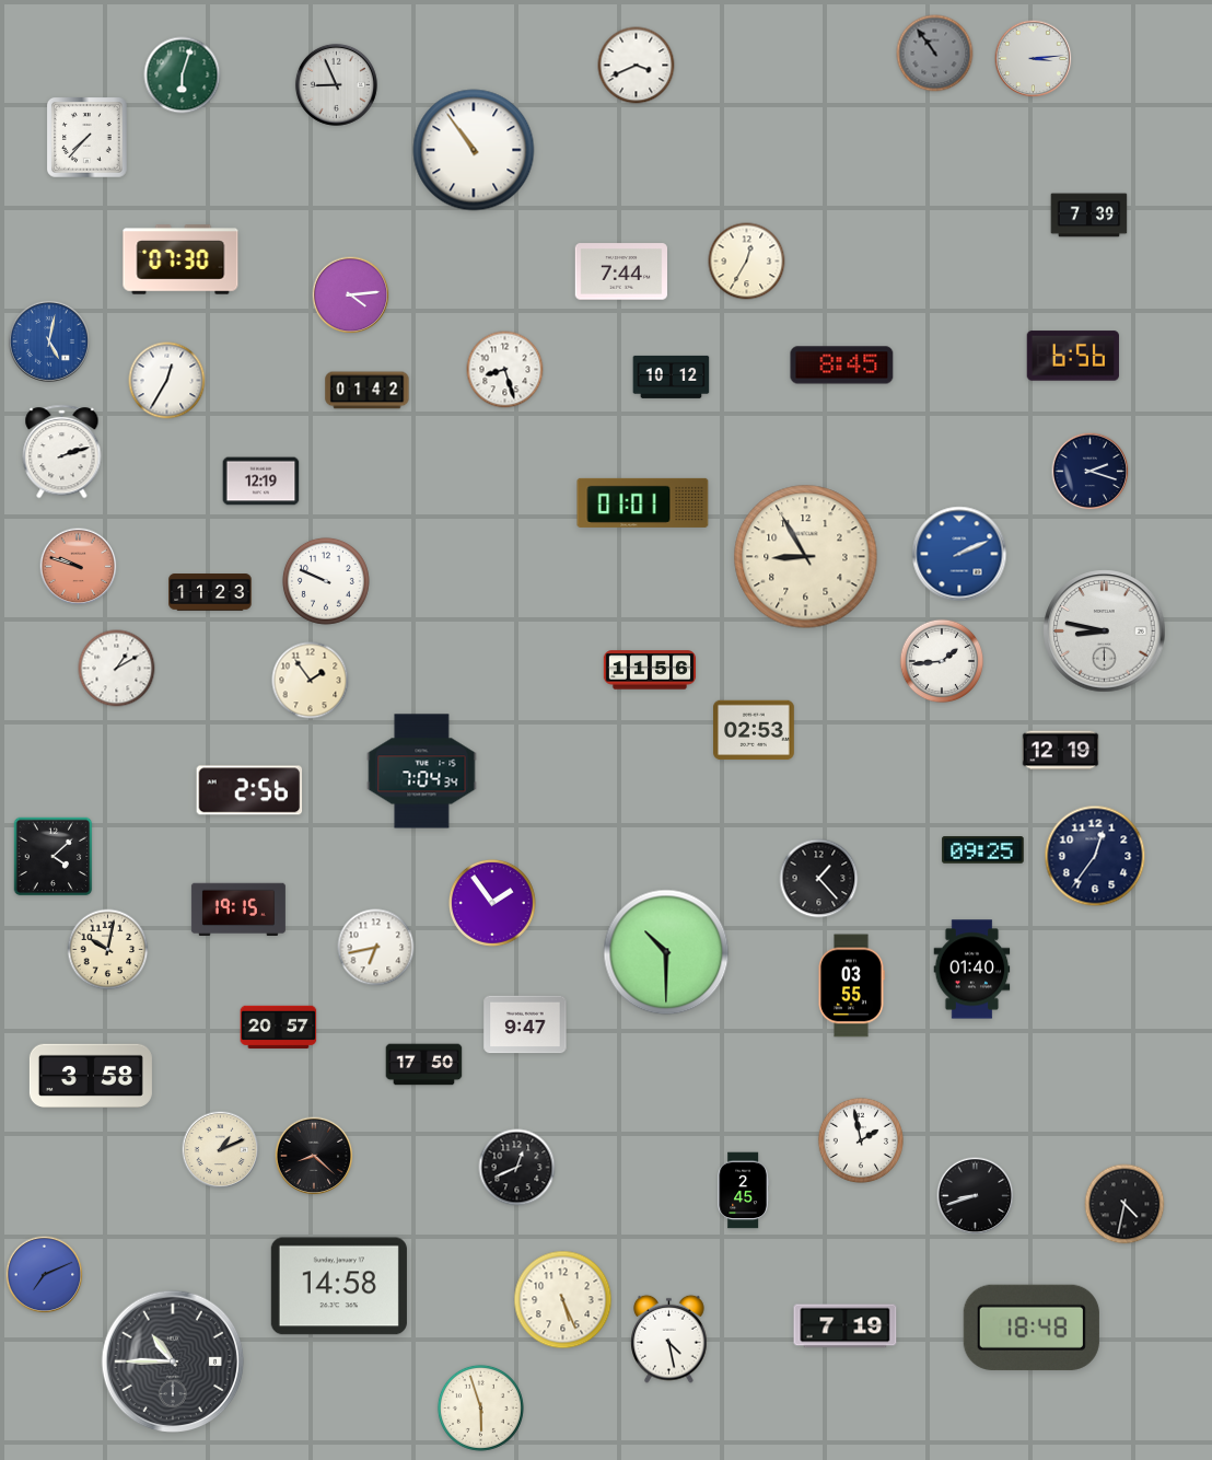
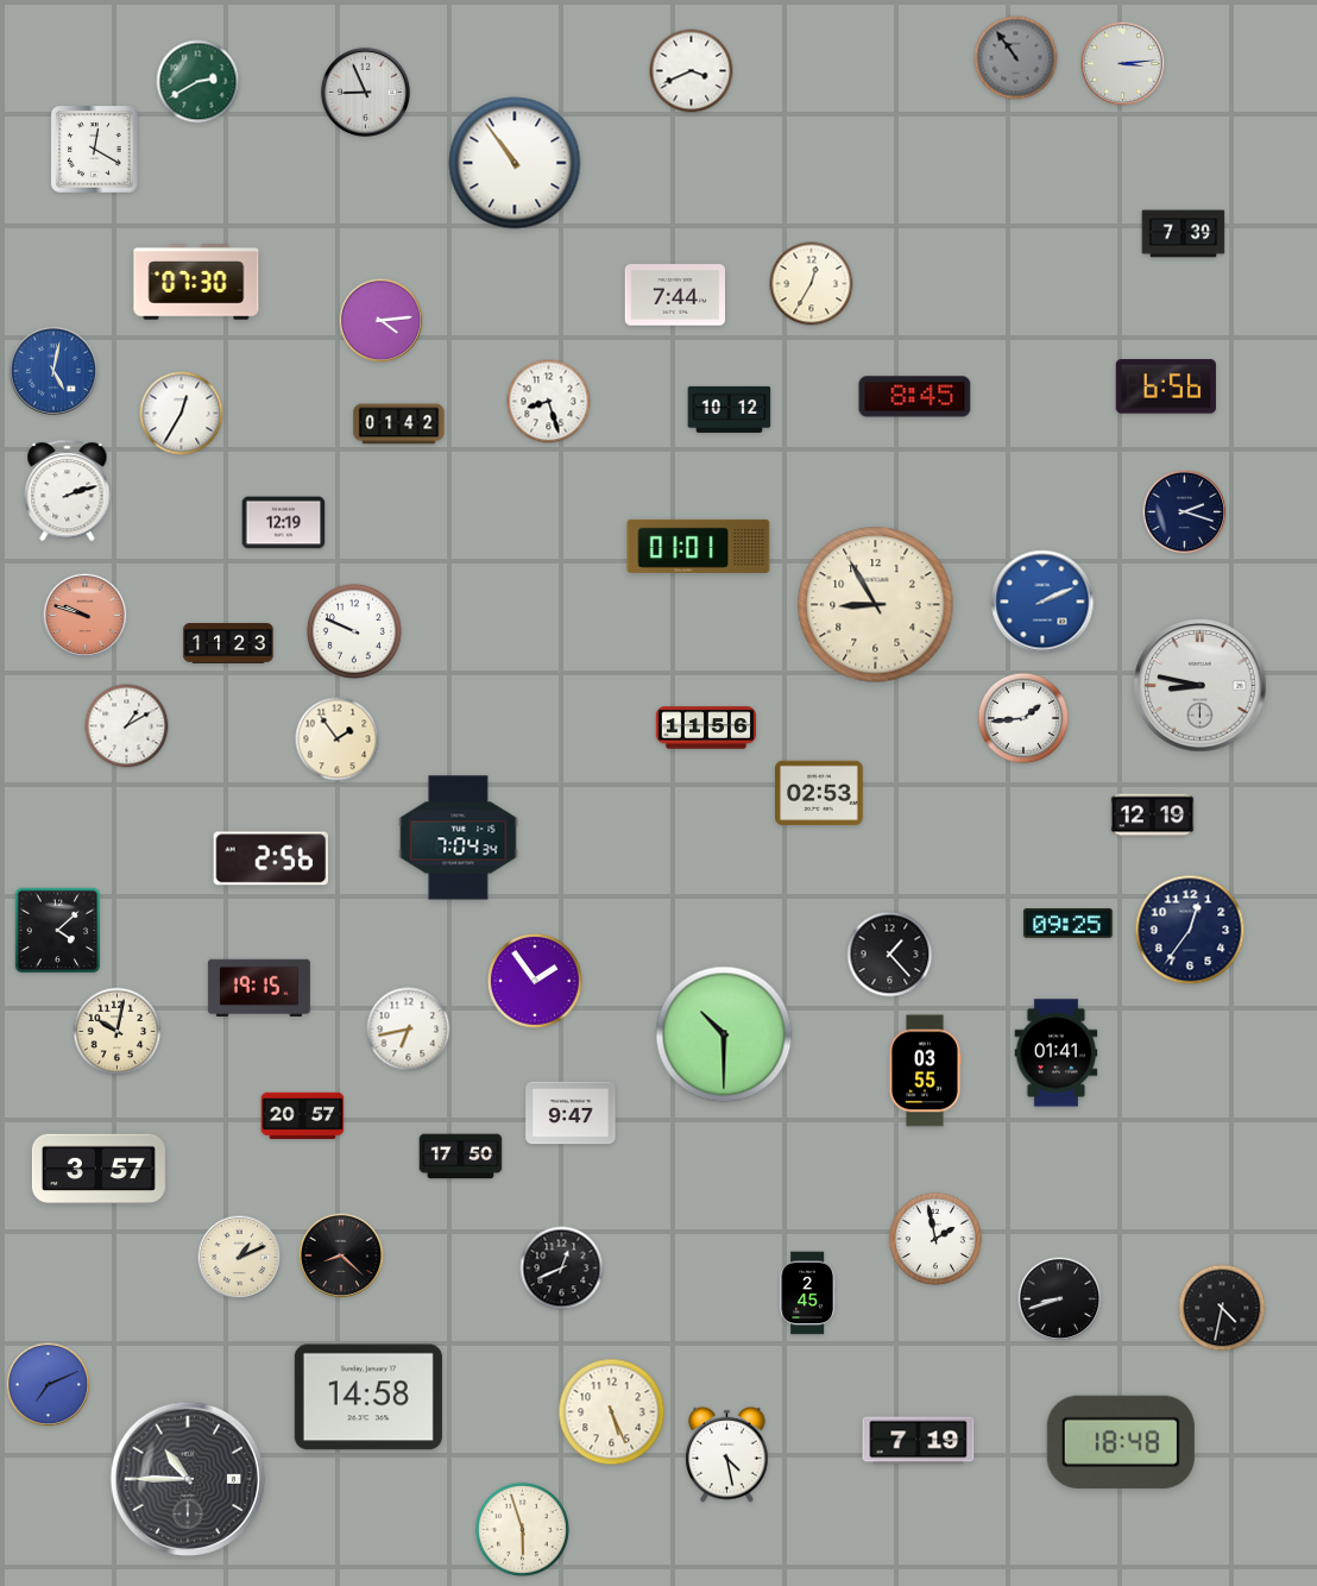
clock at (183, 76): 6:03 -> 2:40
clock at (88, 138): 7:37 -> 12:20
clock at (972, 970): 01:40 -> 01:41
clock at (91, 1076): 3:58 -> 3:57
clock at (221, 1150) position: (221, 1150) -> (240, 1258)
